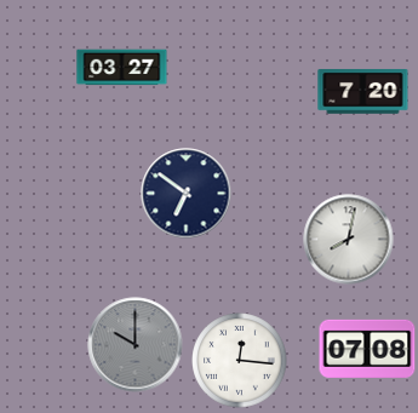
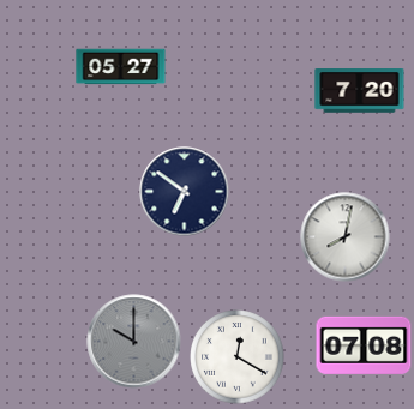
clock at (122, 68): 03:27 -> 05:27
clock at (240, 361): 12:16 -> 12:20
